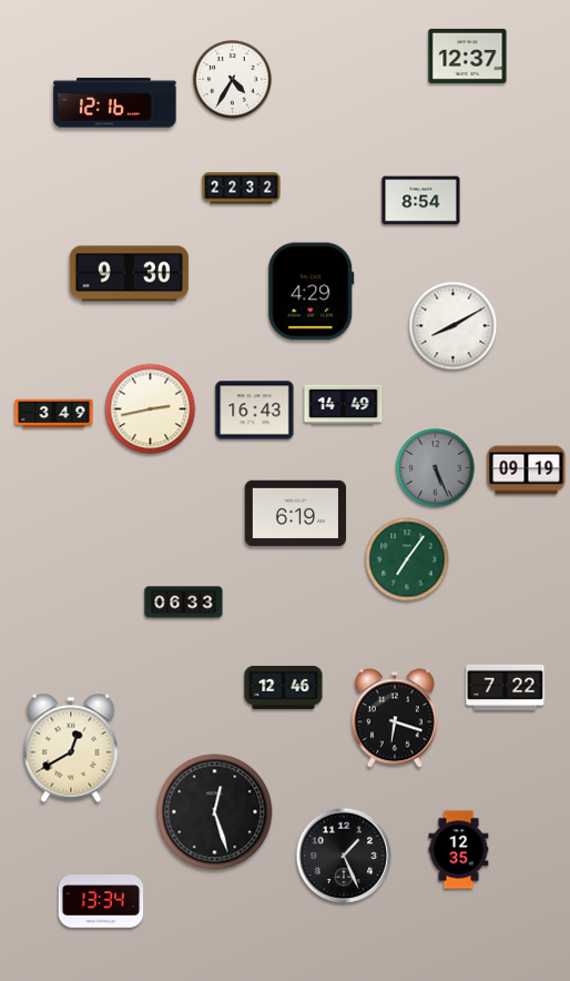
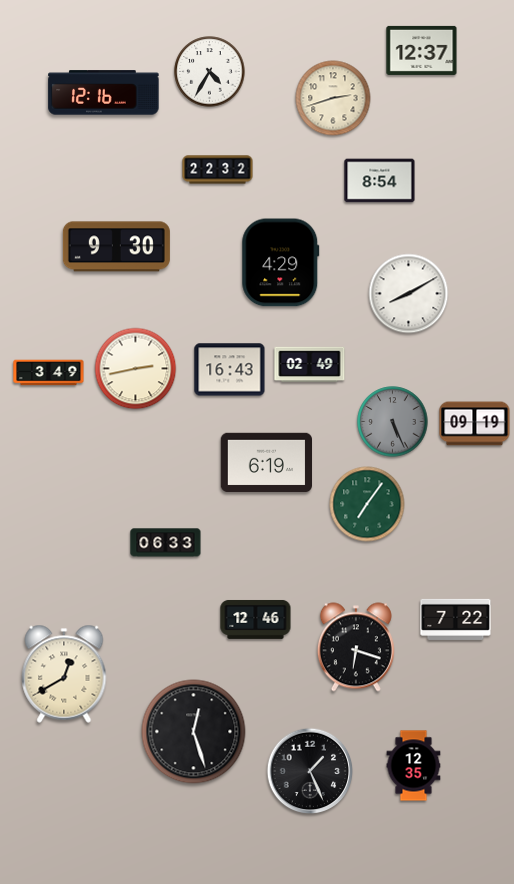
clock at (333, 98): none -> 2:42
clock at (344, 405): 14:49 -> 02:49
clock at (101, 901): 13:34 -> none
